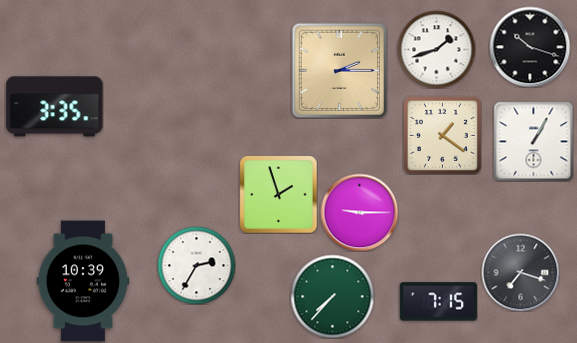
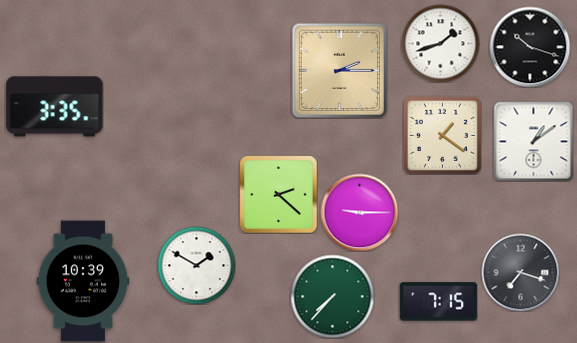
clock at (436, 49) position: (436, 49) -> (440, 43)
clock at (533, 141): 1:05 -> 1:09
clock at (278, 194): 1:57 -> 2:22
clock at (196, 265): 2:35 -> 1:50
